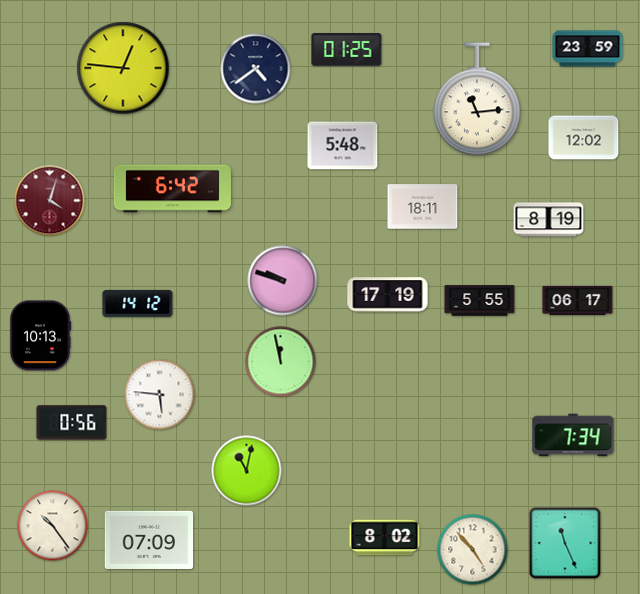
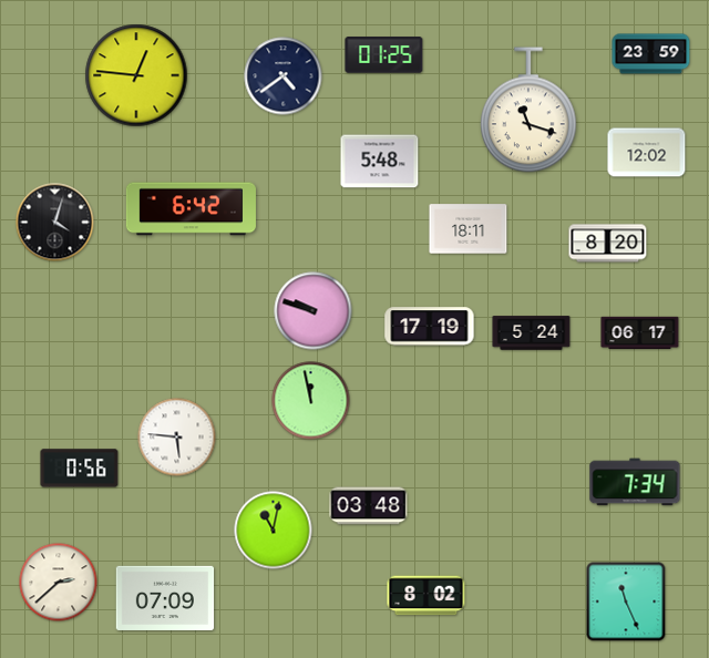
clock at (477, 99): 11:14 -> 11:18
clock at (50, 201) dial: burgundy -> black
clock at (549, 220): 8:19 -> 8:20
clock at (480, 301): 5:55 -> 5:24
clock at (138, 303): 14:12 -> none
clock at (40, 336): 10:13 -> none
clock at (369, 506): none -> 03:48
clock at (247, 471) position: (247, 471) -> (274, 531)
clock at (53, 526): 10:24 -> 2:38
clock at (473, 550): 4:53 -> none
